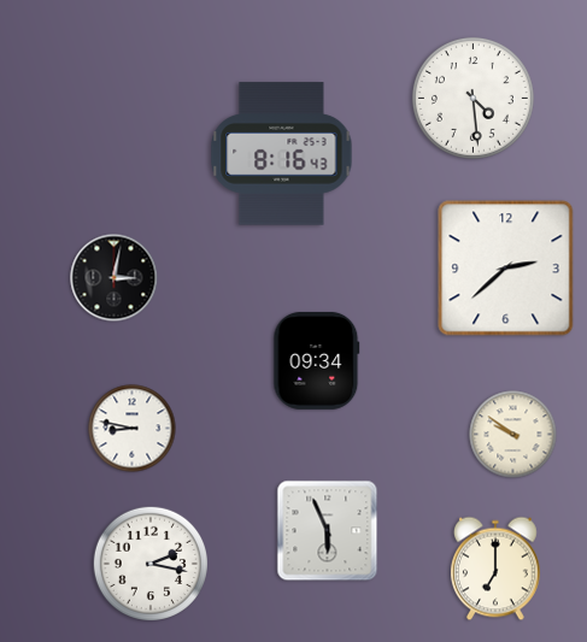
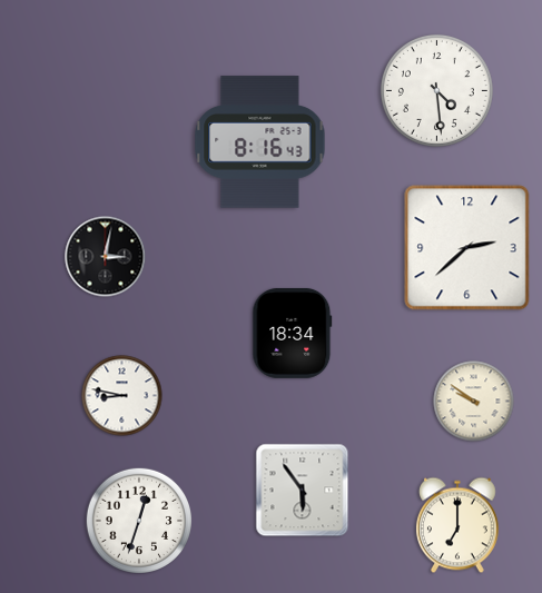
clock at (317, 360): 09:34 -> 18:34
clock at (328, 531): 5:56 -> 5:54
clock at (149, 563): 2:17 -> 12:33
